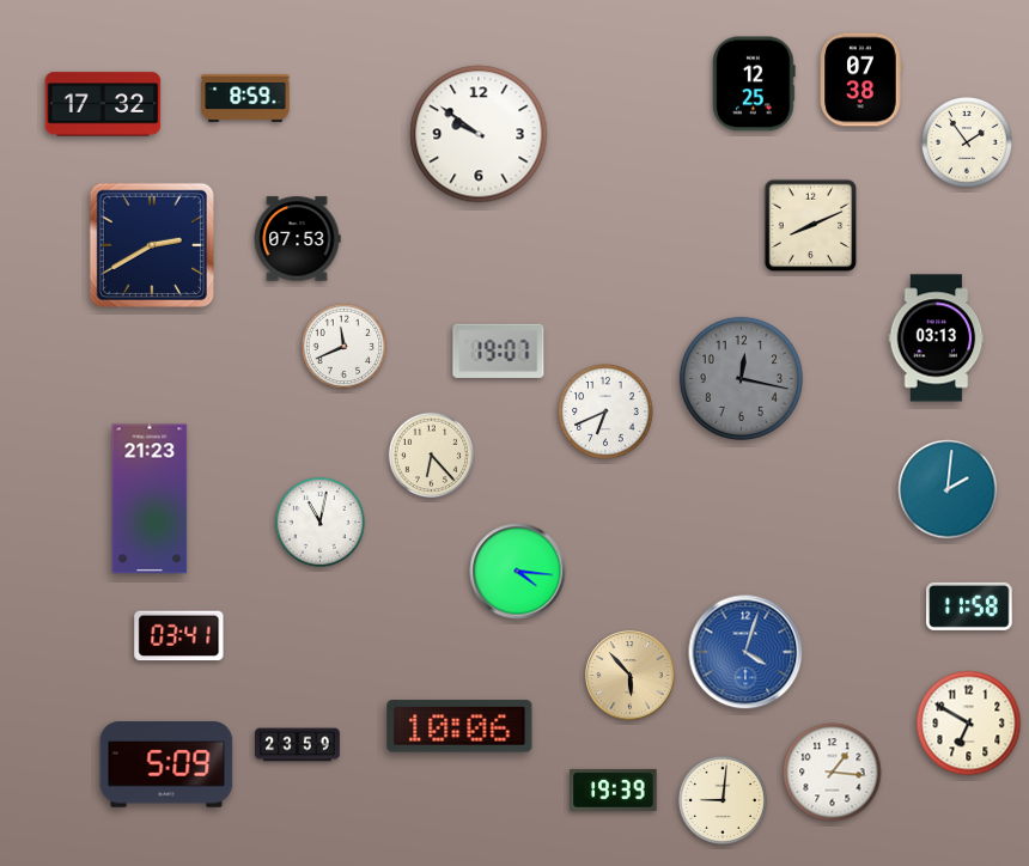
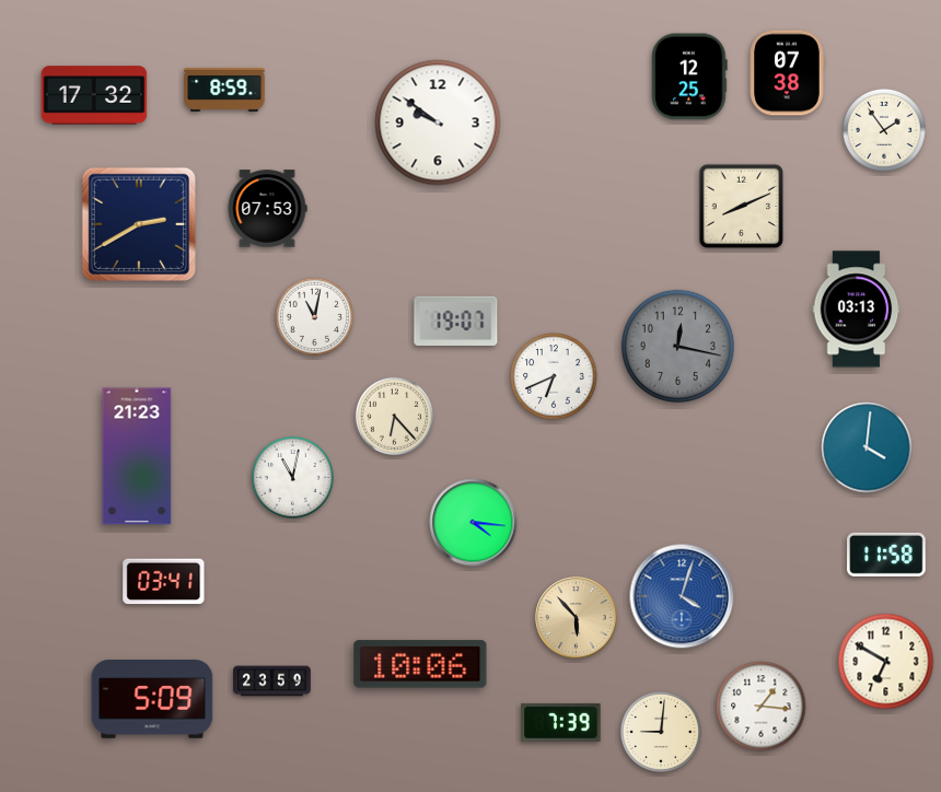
clock at (297, 239) position: (297, 239) -> (267, 209)
clock at (345, 347): 11:41 -> 11:02
clock at (948, 489): 2:01 -> 4:01
clock at (614, 789): 19:39 -> 7:39
